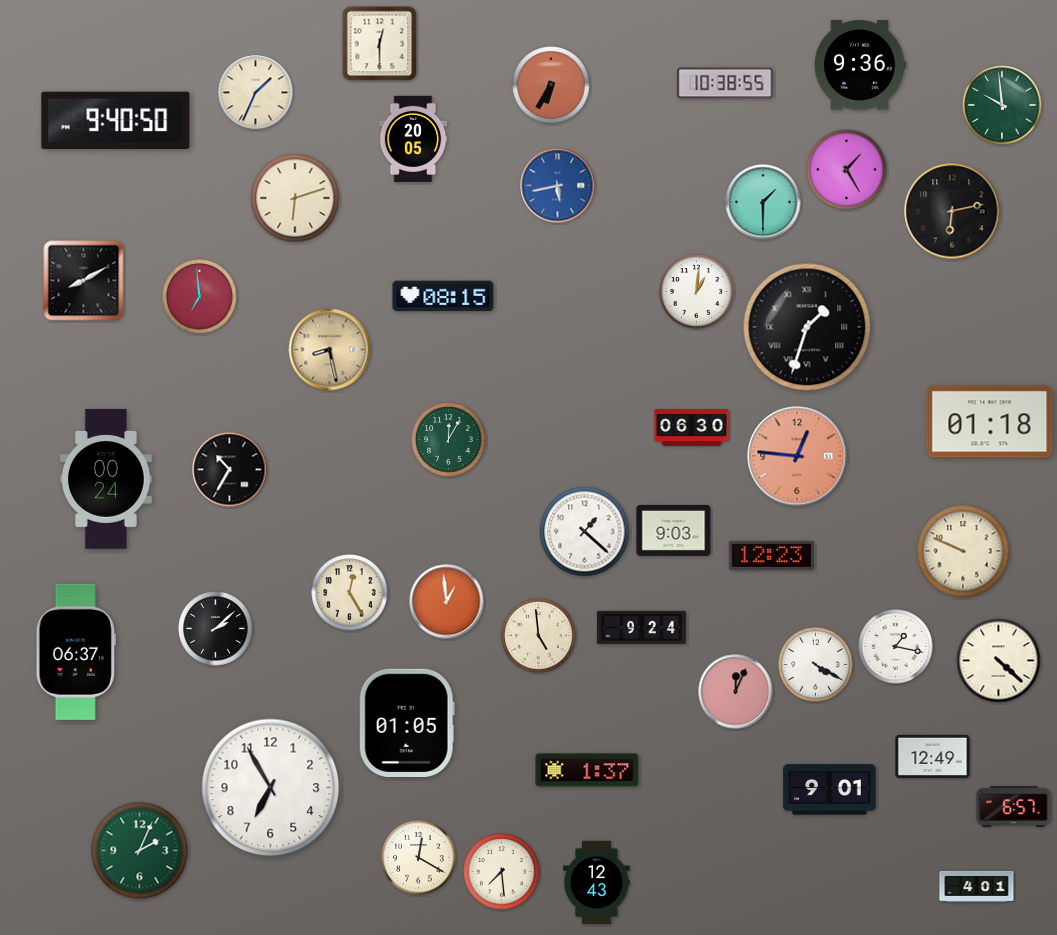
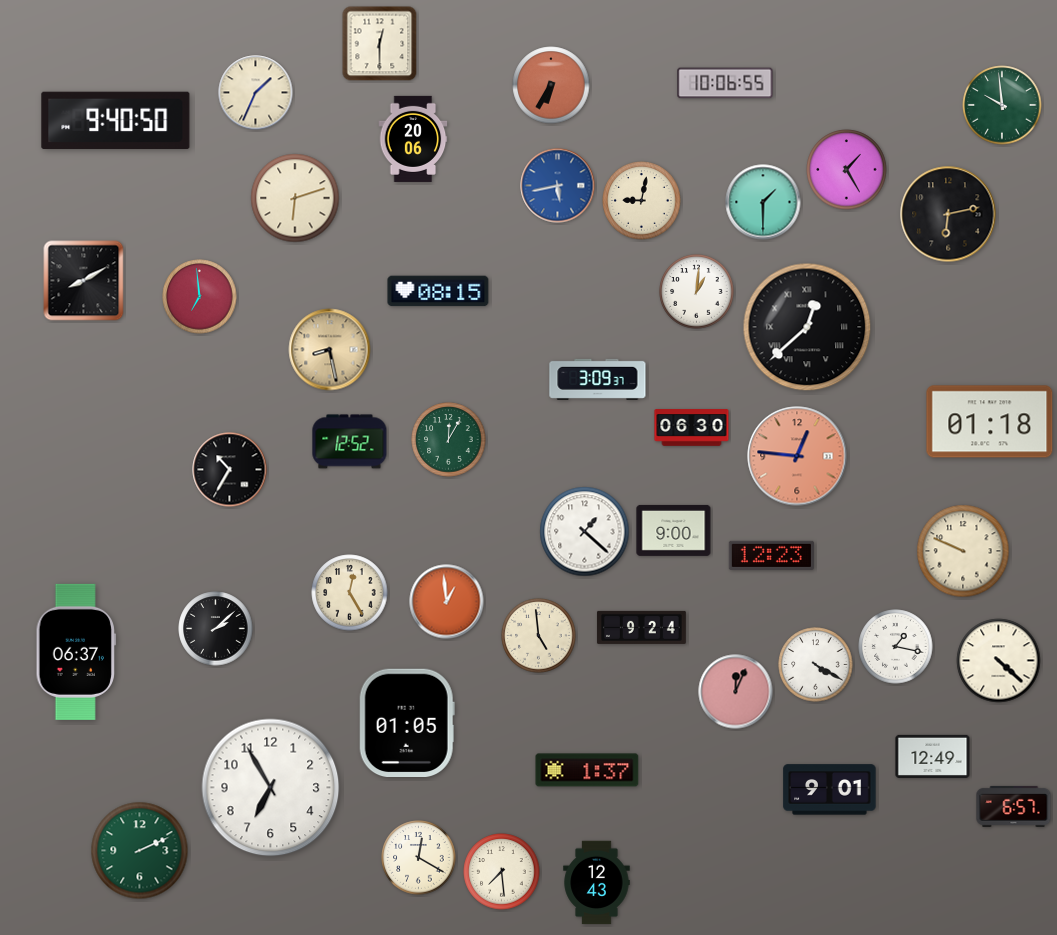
clock at (860, 65): 9:36 -> none
clock at (725, 83): 10:38 -> 10:06
clock at (413, 139): 20:05 -> 20:06
clock at (642, 201): none -> 9:02
clock at (952, 211) position: (952, 211) -> (948, 214)
clock at (443, 296) position: (443, 296) -> (438, 291)
clock at (807, 327): 1:33 -> 12:38
clock at (598, 379): none -> 3:09
clock at (350, 442): none -> 12:52
clock at (106, 480): 00:24 -> none
clock at (674, 530): 9:03 -> 9:00
clock at (140, 851): 2:04 -> 2:11
clock at (977, 886): 4:01 -> none
